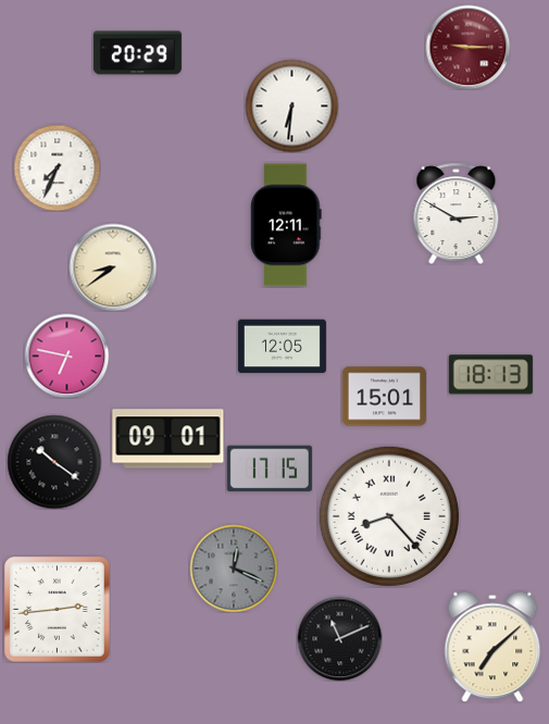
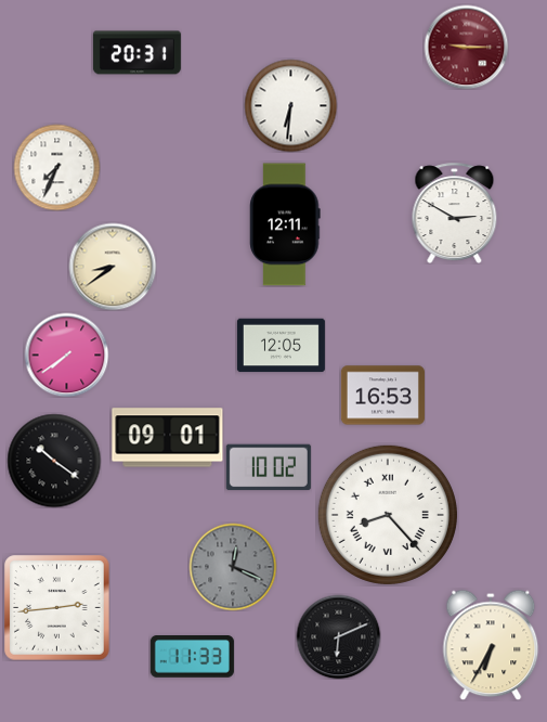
clock at (137, 53): 20:29 -> 20:31
clock at (66, 355): 6:47 -> 7:39
clock at (490, 375): 18:13 -> none
clock at (384, 397): 15:01 -> 16:53
clock at (270, 469): 17:15 -> 10:02
clock at (339, 638): 11:11 -> 6:11
clock at (492, 647): 7:08 -> 6:35
clock at (192, 657): none -> 11:33
